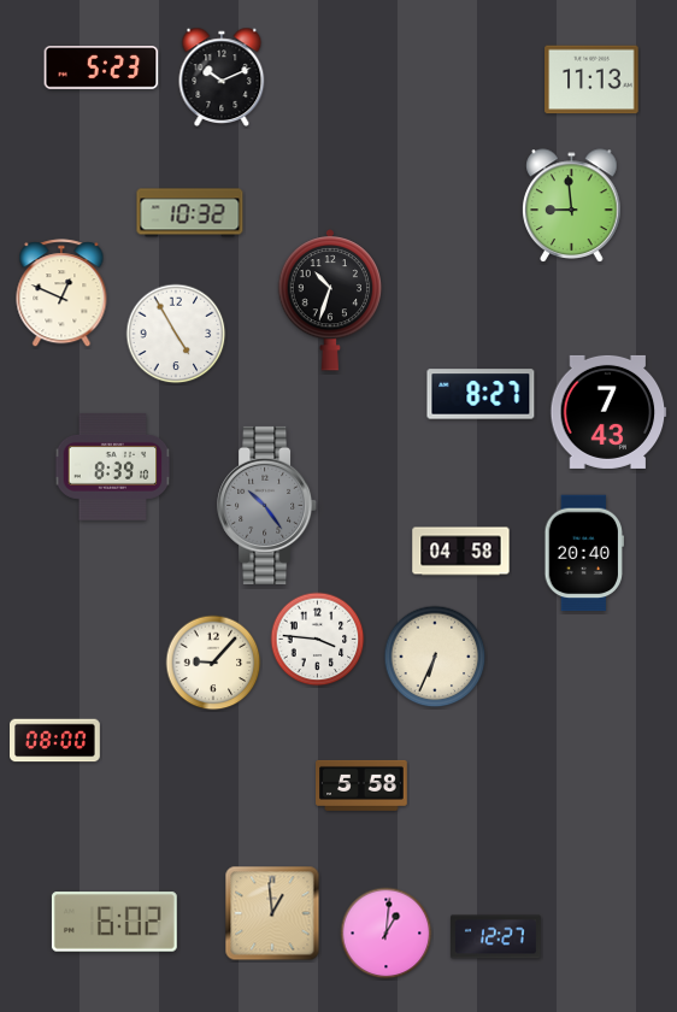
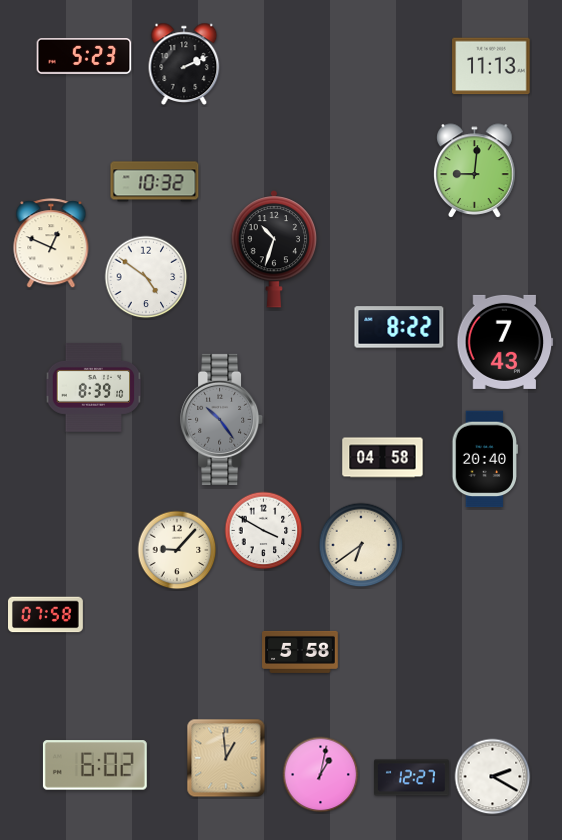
clock at (222, 76): 10:11 -> 2:11
clock at (572, 206): 8:59 -> 9:01
clock at (190, 213) position: (190, 213) -> (155, 182)
clock at (176, 334): 4:55 -> 4:51
clock at (481, 394): 8:27 -> 8:22
clock at (318, 640): 3:46 -> 3:50
clock at (435, 657): 6:34 -> 6:39
clock at (55, 741): 08:00 -> 07:58
clock at (387, 934): 1:01 -> 1:02
clock at (493, 777): none -> 2:20
